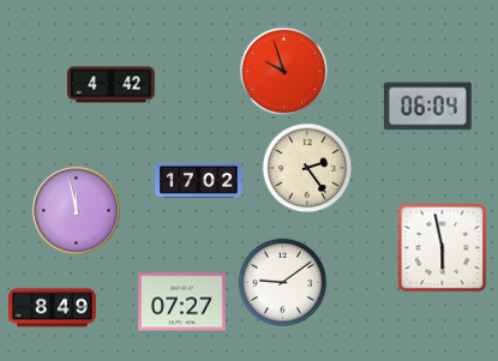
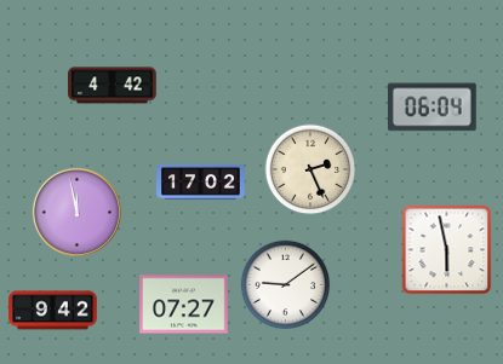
clock at (284, 72): 9:57 -> none
clock at (307, 168): 2:24 -> 2:26
clock at (53, 308): 8:49 -> 9:42
